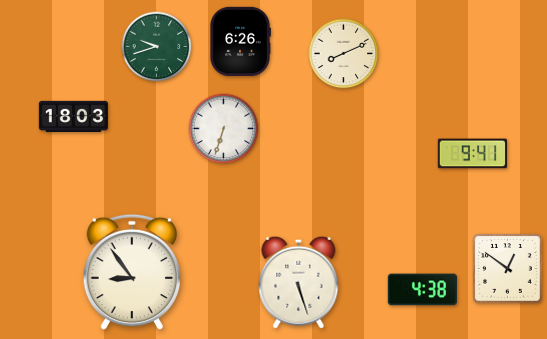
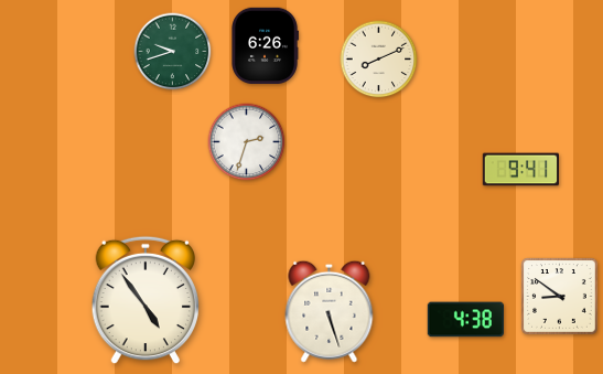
clock at (73, 116): 18:03 -> none
clock at (224, 129): 6:33 -> 2:33
clock at (508, 269): 12:51 -> 8:51
clock at (131, 272): 8:54 -> 4:54
